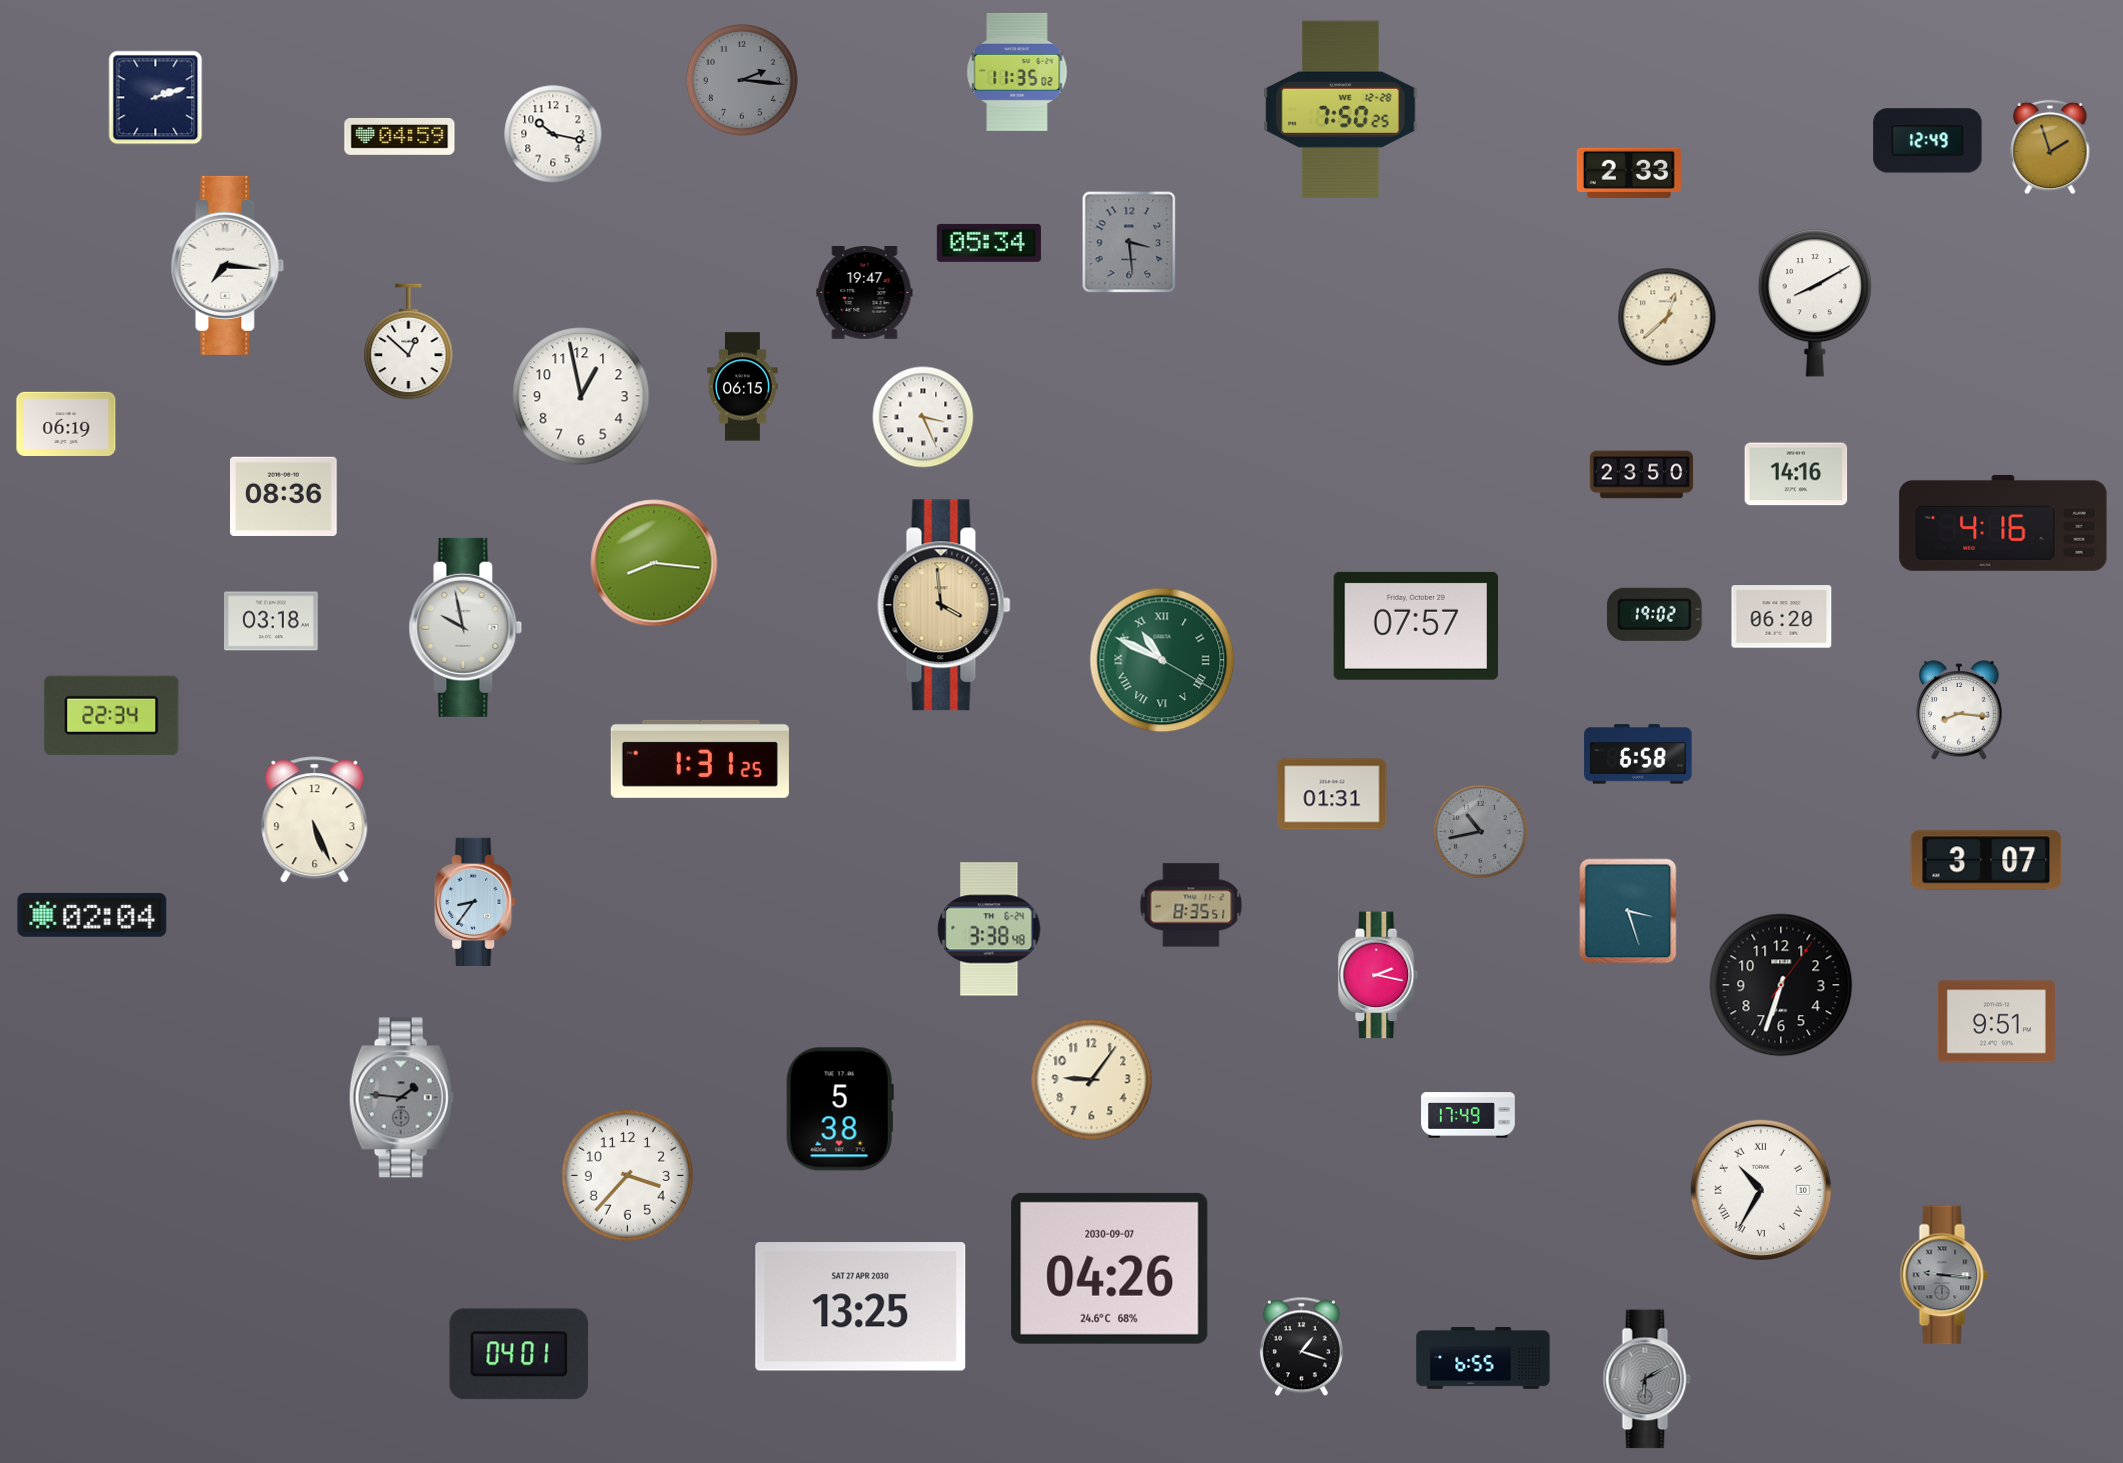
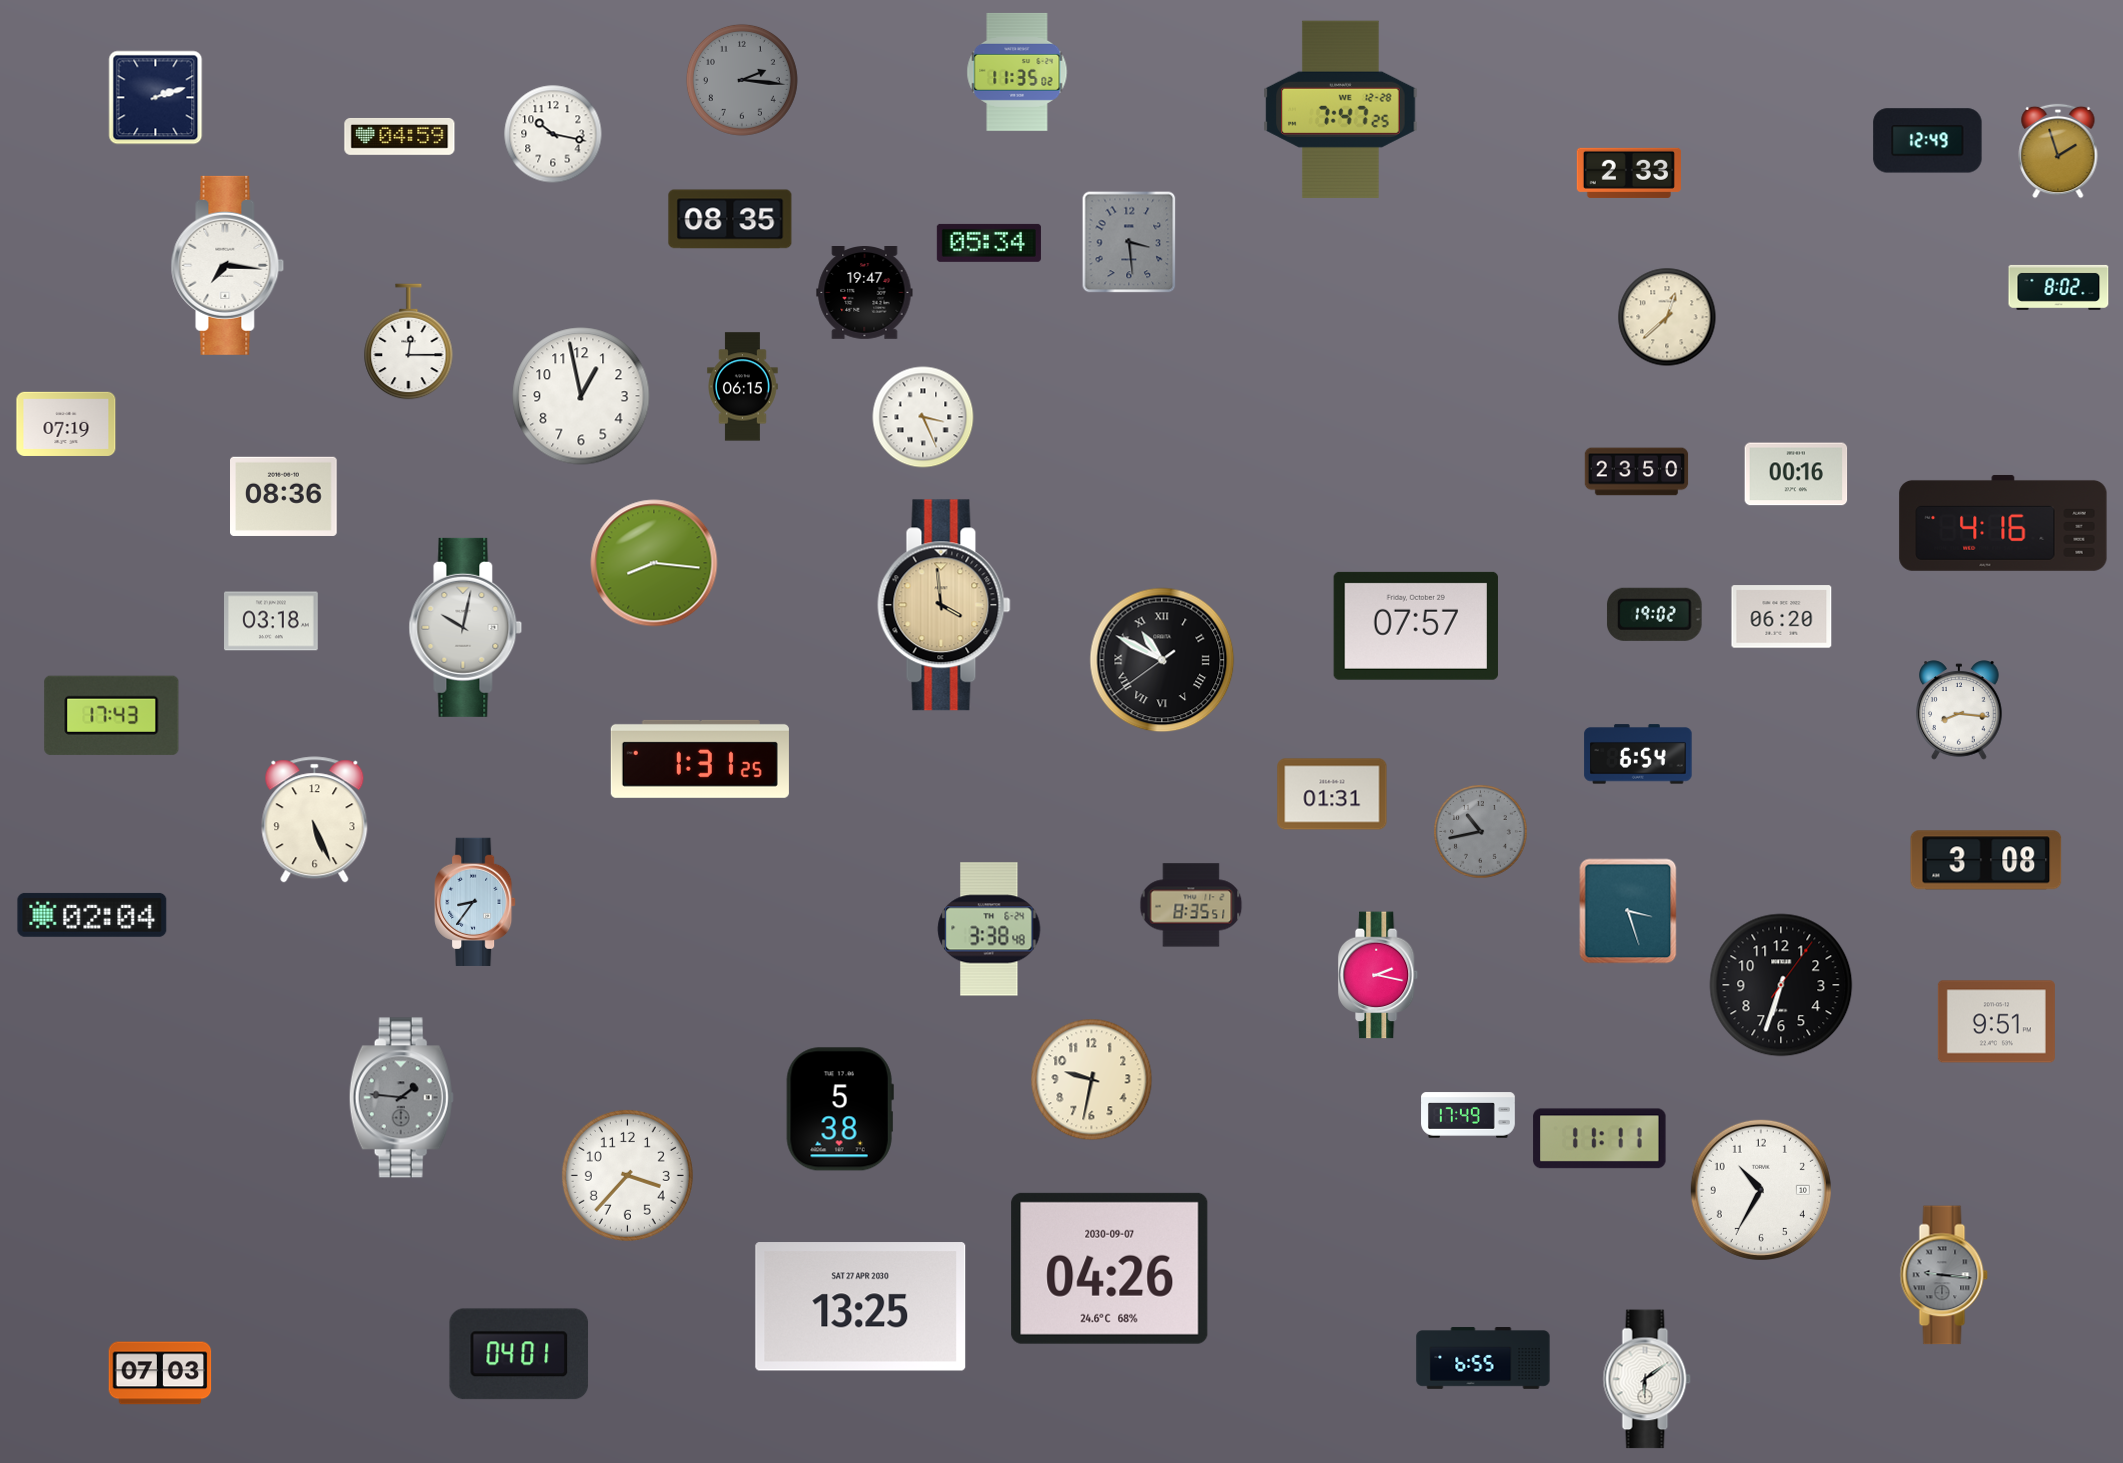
clock at (1341, 109): 7:50 -> 7:47
clock at (2050, 147) position: (2050, 147) -> (2058, 151)
clock at (730, 219): none -> 08:35
clock at (2059, 287): none -> 8:02
clock at (1815, 303): 8:10 -> none
clock at (409, 342): 12:52 -> 12:15
clock at (66, 424): 06:19 -> 07:19
clock at (1796, 474): 14:16 -> 00:16
clock at (1642, 475) position: (1642, 475) -> (1637, 472)
clock at (466, 627): 9:58 -> 10:02
clock at (1162, 660): 10:49:20 -> 10:49:39
clock at (1162, 660) dial: green -> black
clock at (112, 715): 22:34 -> 17:43
clock at (1638, 754): 6:58 -> 6:54
clock at (1986, 860): 3:07 -> 3:08
clock at (1092, 1080): 9:06 -> 9:32
clock at (1600, 1139): none -> 11:11
clock at (1761, 1190) numerals: Roman -> Arabic
clock at (1301, 1347): 1:18 -> none
clock at (160, 1373): none -> 07:03
clock at (1647, 1379): 6:10 -> 6:09
clock at (1647, 1379) dial: grey -> white
